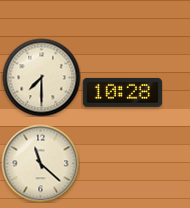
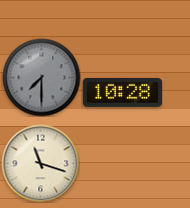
clock at (41, 77) dial: cream -> grey
clock at (40, 163): 11:22 -> 11:18
